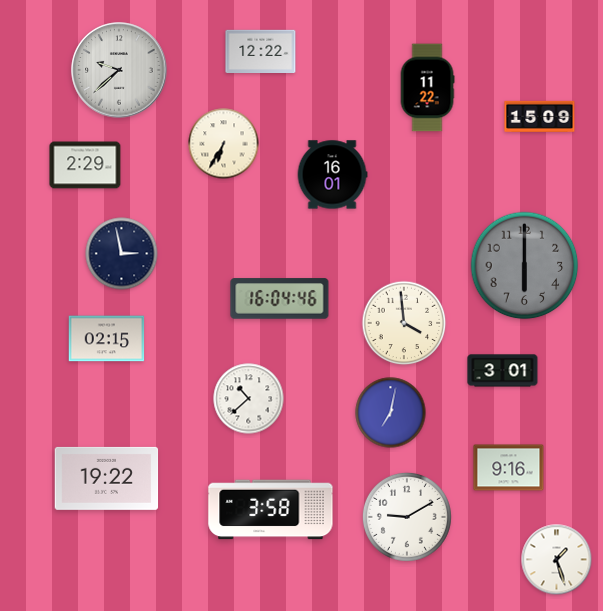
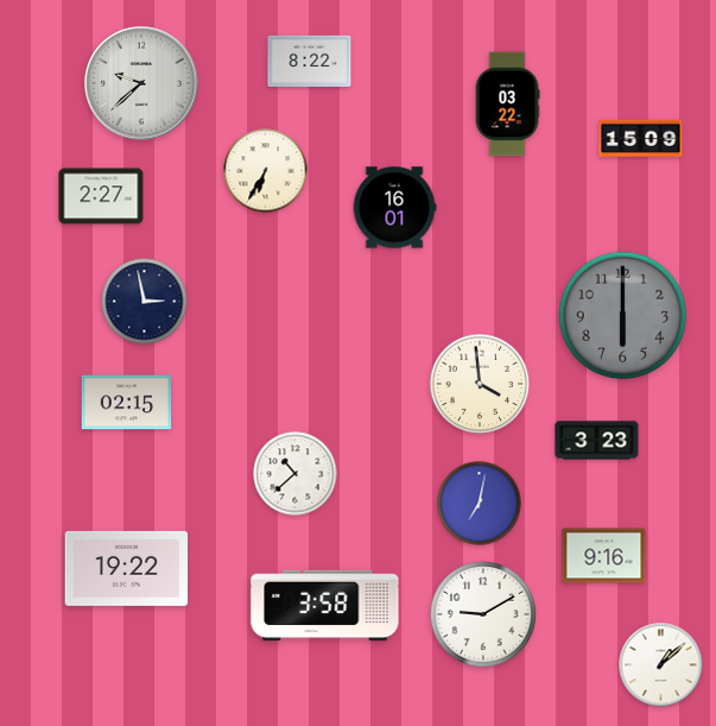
clock at (261, 51): 12:22 -> 8:22
clock at (427, 88): 11:22 -> 03:22
clock at (85, 165): 2:29 -> 2:27
clock at (280, 299): 16:04 -> none
clock at (503, 371): 3:01 -> 3:23
clock at (391, 413) position: (391, 413) -> (480, 504)
clock at (271, 510) position: (271, 510) -> (325, 606)
clock at (557, 560): 1:27 -> 1:08
